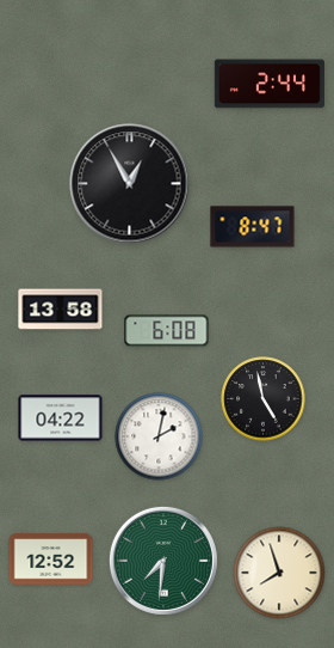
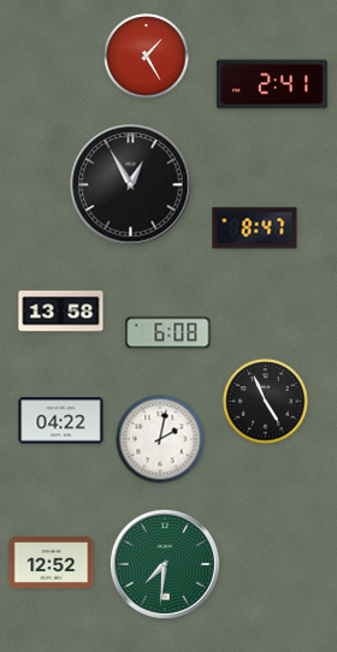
clock at (147, 57): none -> 1:25
clock at (270, 84): 2:44 -> 2:41
clock at (264, 399): 4:58 -> 4:56
clock at (279, 573): 7:57 -> none
